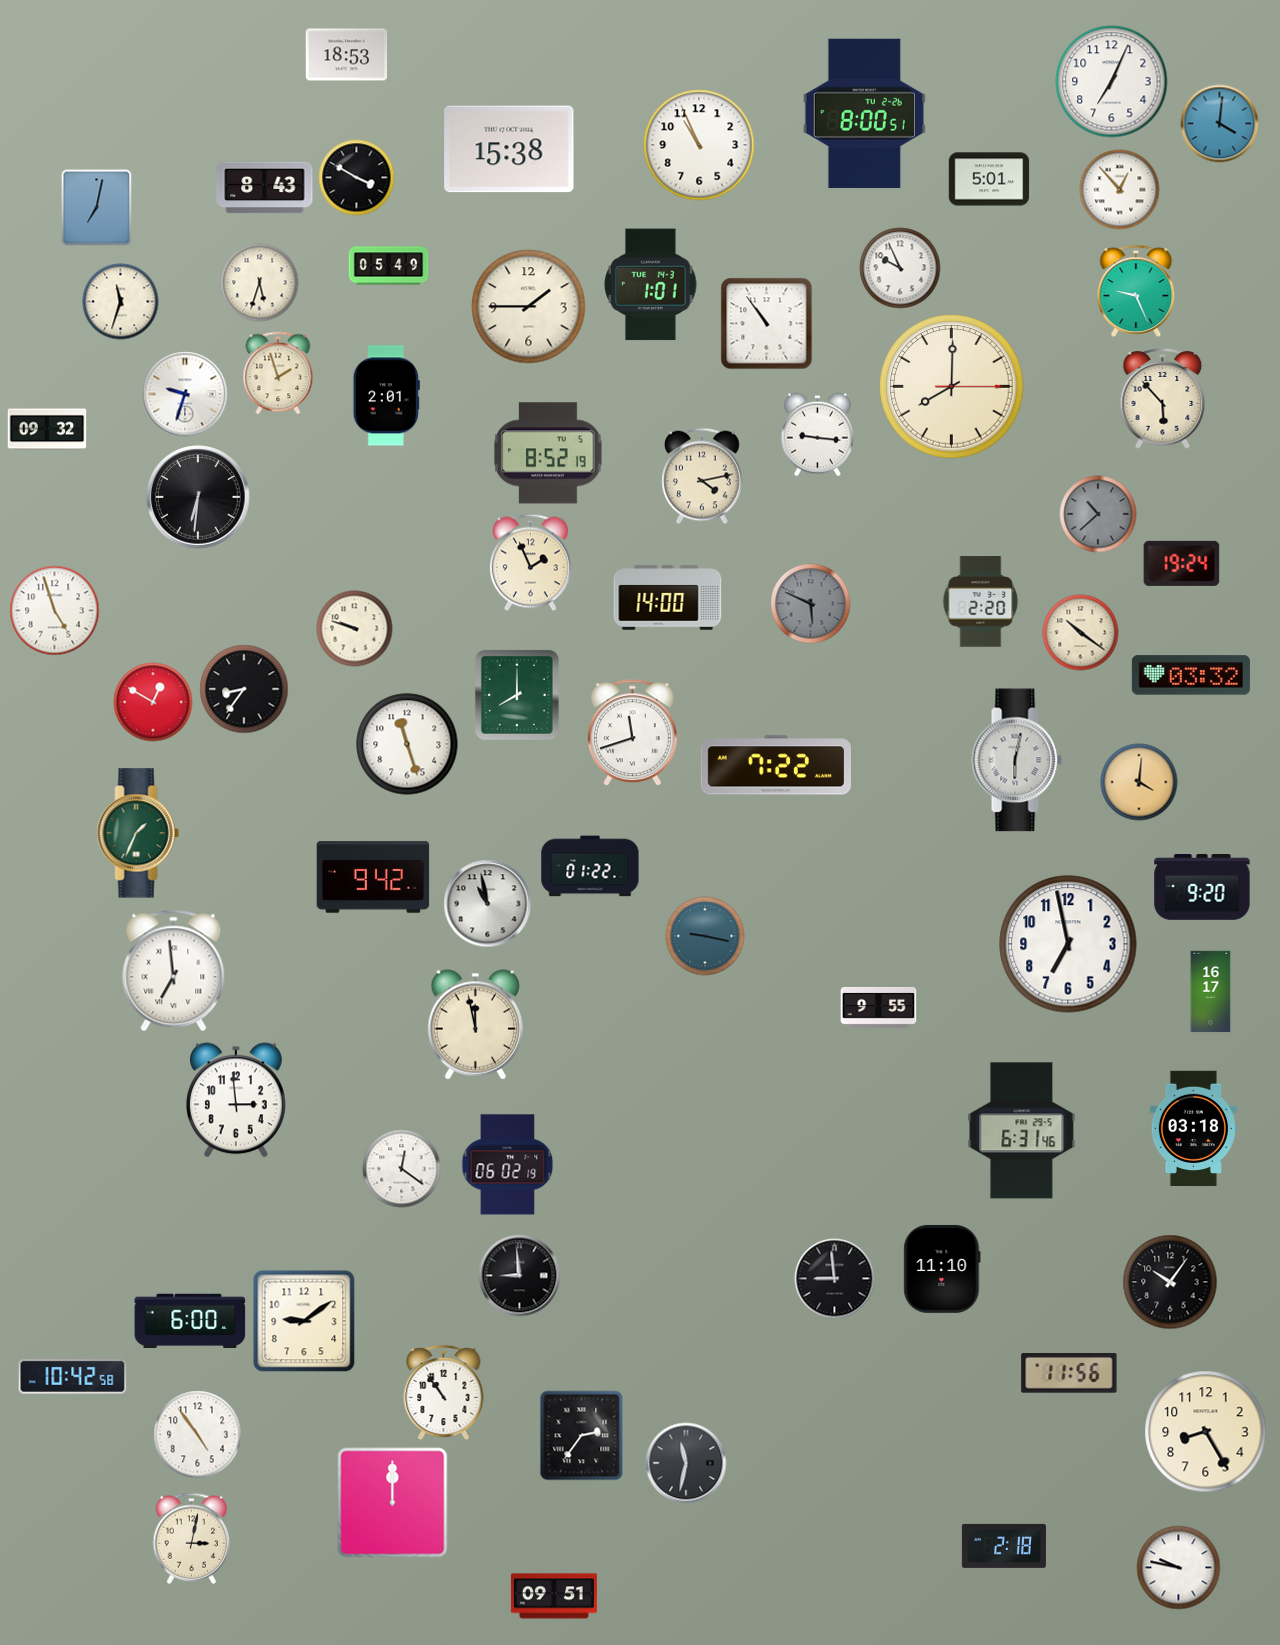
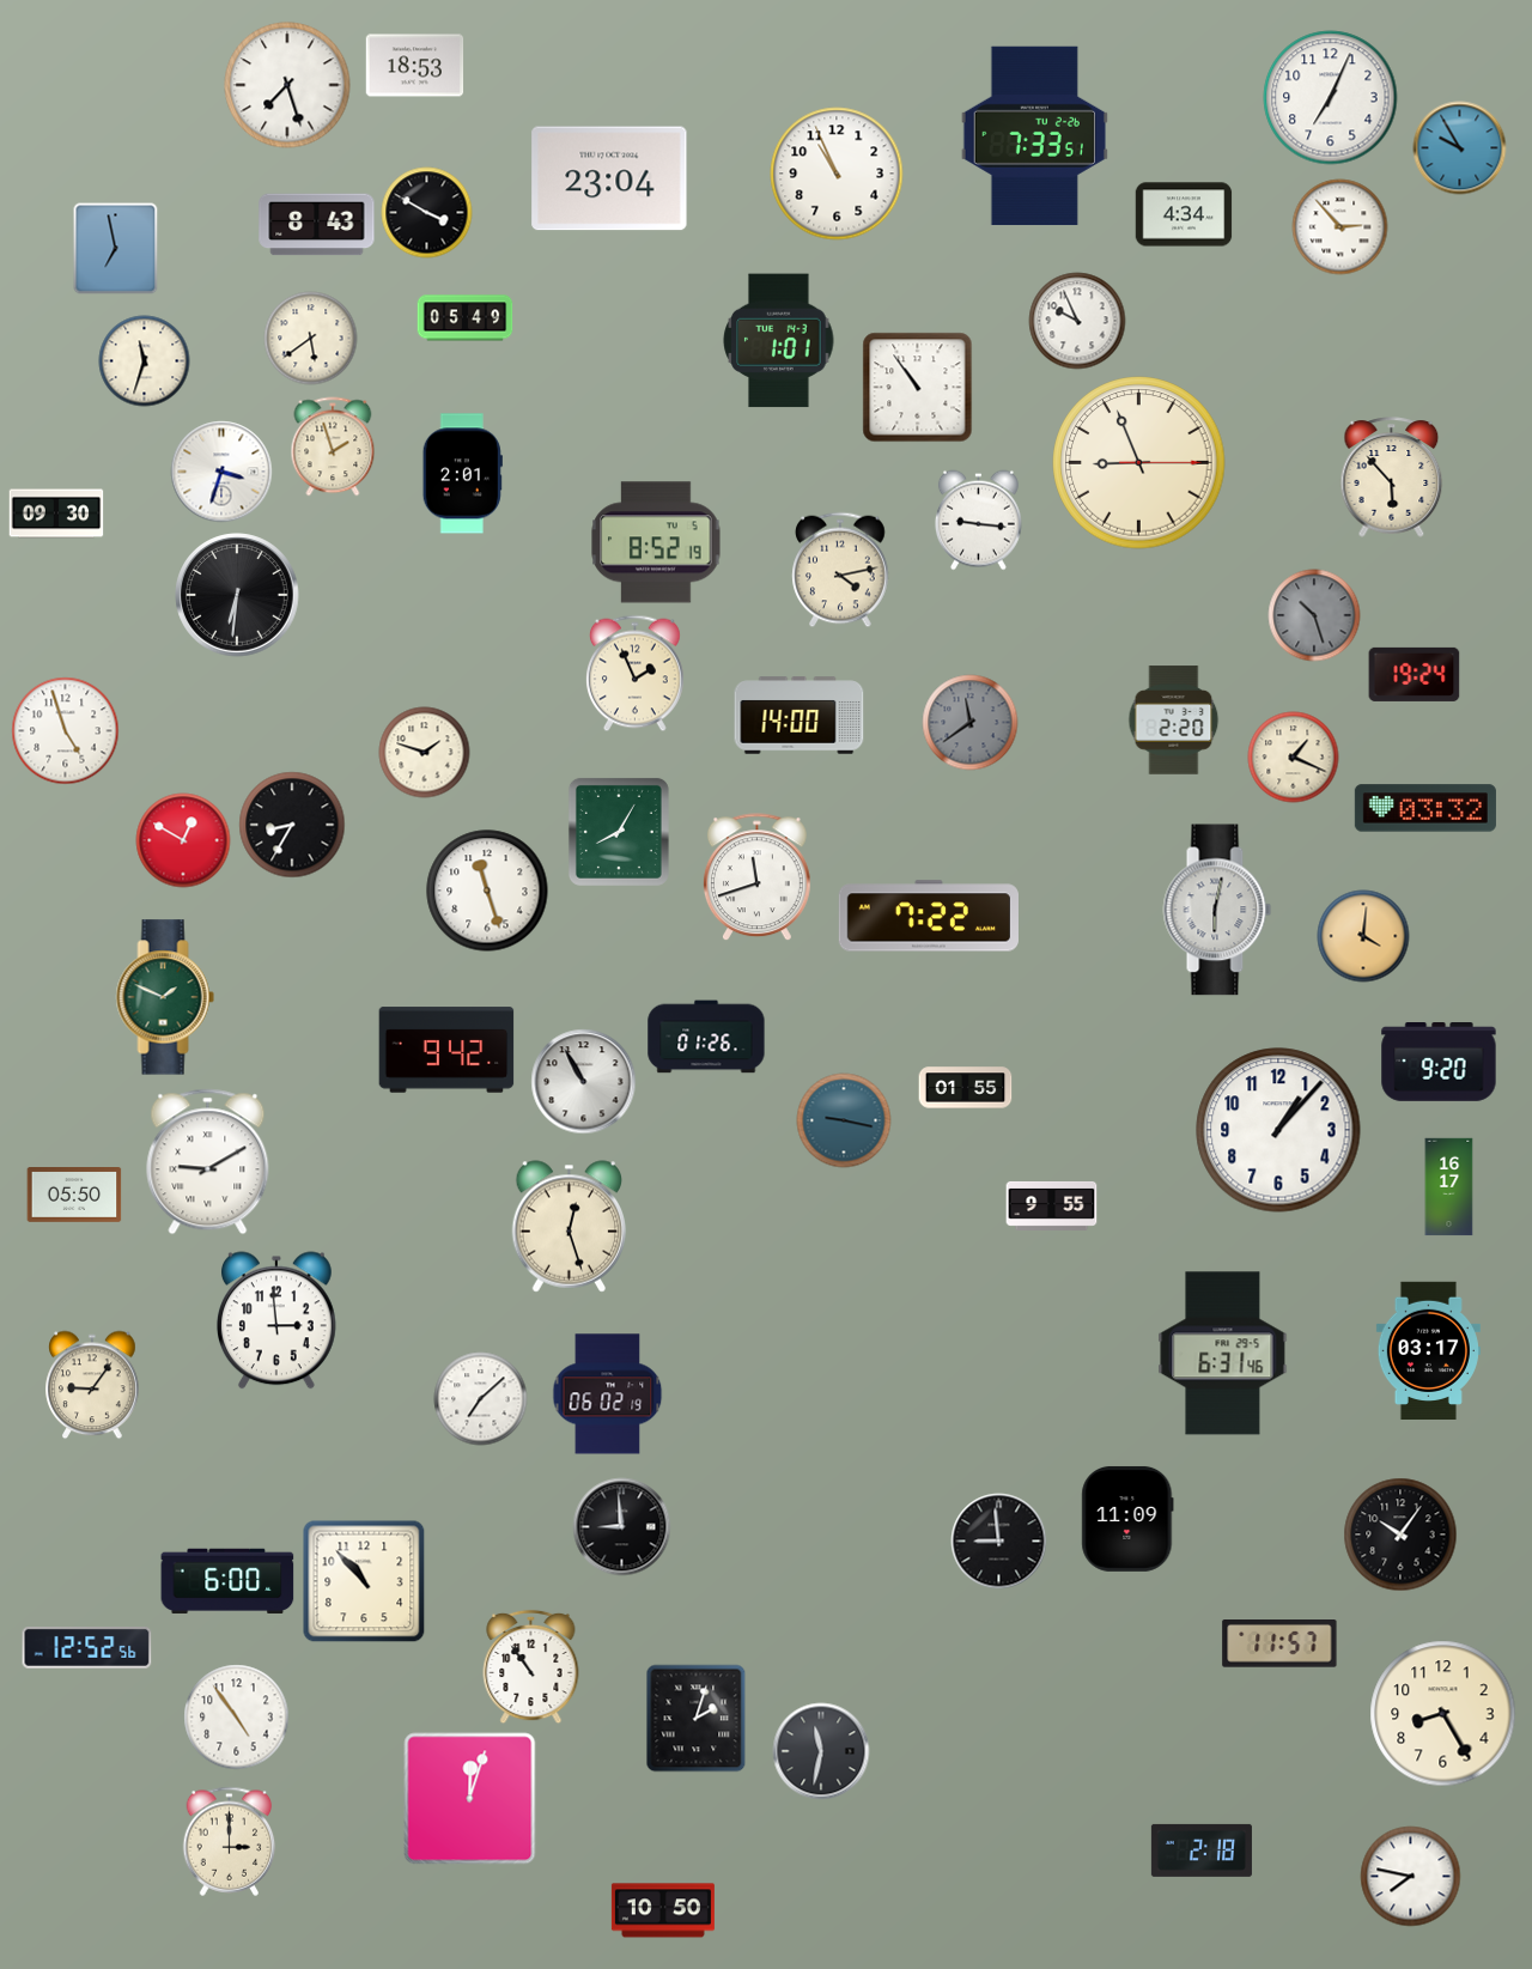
clock at (287, 85): none -> 7:27
clock at (864, 113): 8:00 -> 7:33
clock at (1220, 124): 4:01 -> 9:55
clock at (509, 149): 15:38 -> 23:04
clock at (989, 179): 5:01 -> 4:34
clock at (1120, 190): 12:53 -> 2:53
clock at (97, 208): 7:02 -> 6:58
clock at (260, 283): 5:33 -> 5:39
clock at (1136, 291): 9:26 -> none
clock at (529, 307): 1:45 -> none
clock at (952, 387): 8:00 -> 8:56
clock at (185, 394): 9:33 -> 3:33
clock at (47, 429): 09:32 -> 09:30
clock at (1098, 514): 10:38 -> 10:27
clock at (811, 604): 5:49 -> 11:39
clock at (355, 629): 9:48 -> 1:48
clock at (1081, 633): 10:21 -> 1:19
clock at (244, 689): 8:36 -> 8:35
clock at (517, 695): 8:00 -> 8:05
clock at (138, 833): 1:34 -> 1:49
clock at (590, 866): 01:22 -> 01:26
clock at (488, 904): 10:58 -> 10:55
clock at (966, 1088): none -> 01:55
clock at (1068, 944): 6:58 -> 1:07
clock at (174, 971): 6:59 -> 9:10
clock at (74, 1196): none -> 05:50
clock at (476, 1025): 11:58 -> 12:27
clock at (236, 1100) position: (236, 1100) -> (276, 1320)
clock at (1193, 1128): 03:18 -> 03:17
clock at (92, 1385): none -> 9:06
clock at (402, 1169): 12:21 -> 7:08
clock at (942, 1269): 11:10 -> 11:09
clock at (835, 1279) position: (835, 1279) -> (999, 1542)
clock at (304, 1321): 9:09 -> 10:53
clock at (1069, 1374): 11:56 -> 11:57
clock at (73, 1377): 10:42 -> 12:52
clock at (582, 1436): 2:36 -> 2:03
clock at (393, 1503): 12:00 -> 12:03
clock at (192, 1538): 3:02 -> 3:00
clock at (1179, 1568): 9:47 -> 7:47
clock at (554, 1596): 09:51 -> 10:50
